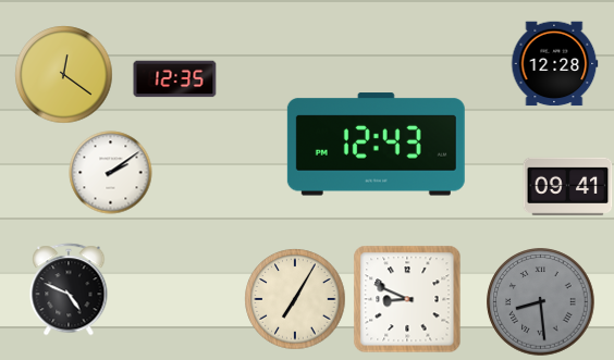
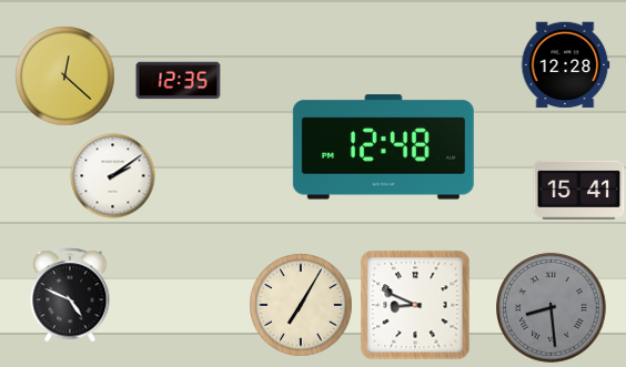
clock at (64, 75): 12:21 -> 12:22
clock at (376, 145): 12:43 -> 12:48
clock at (568, 187): 09:41 -> 15:41
